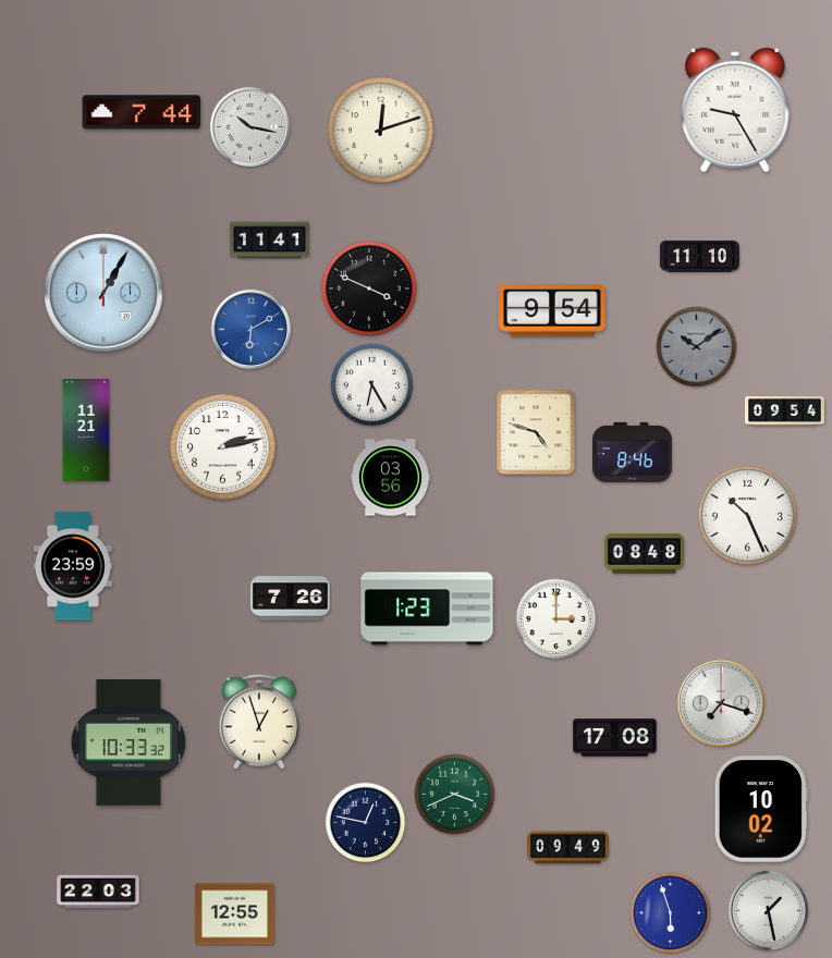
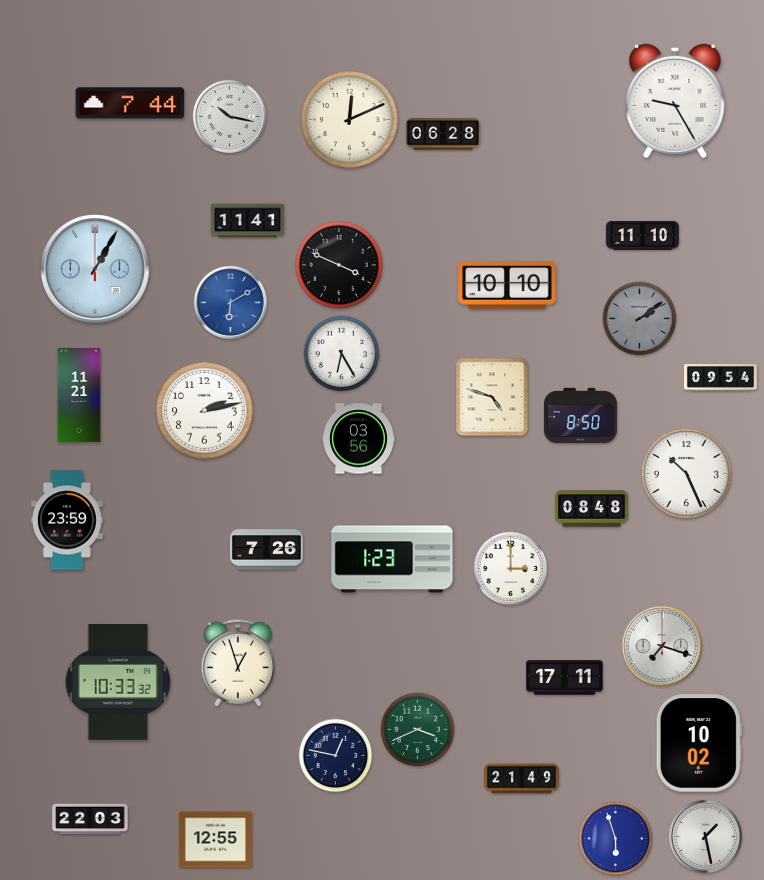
clock at (381, 131): 12:12 -> 12:11
clock at (443, 134): none -> 06:28
clock at (552, 311): 9:54 -> 10:10
clock at (697, 347): 10:09 -> 2:09
clock at (632, 453): 8:46 -> 8:50
clock at (615, 738): 17:08 -> 17:11
clock at (568, 848): 09:49 -> 21:49
